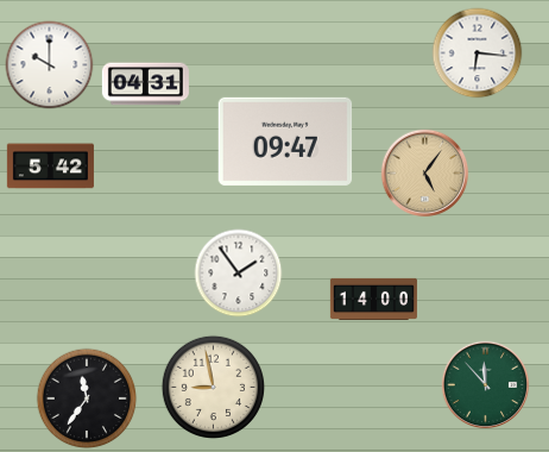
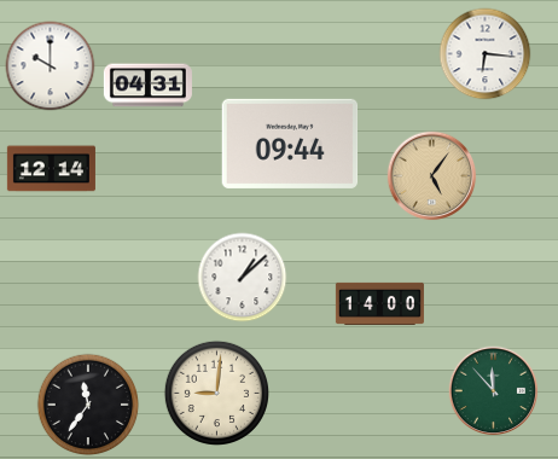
clock at (285, 142): 09:47 -> 09:44
clock at (50, 167): 5:42 -> 12:14
clock at (239, 274): 1:54 -> 1:08
clock at (213, 387): 8:58 -> 9:01
